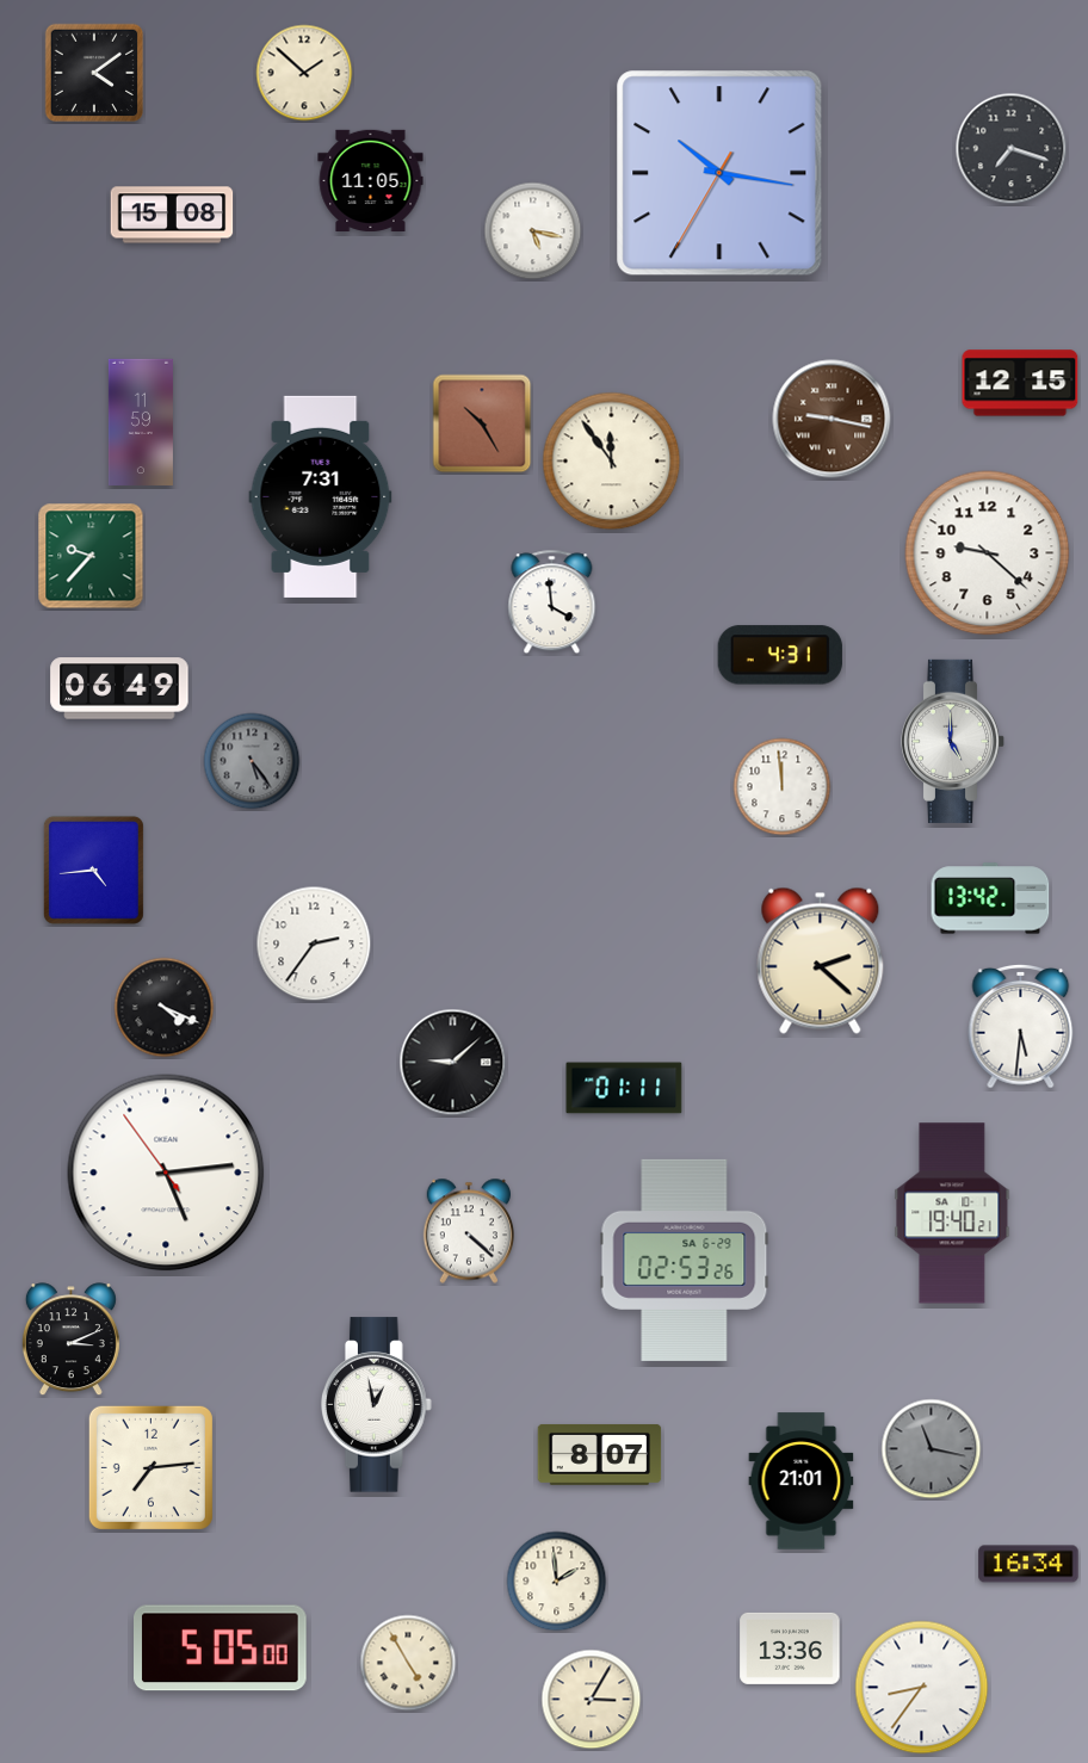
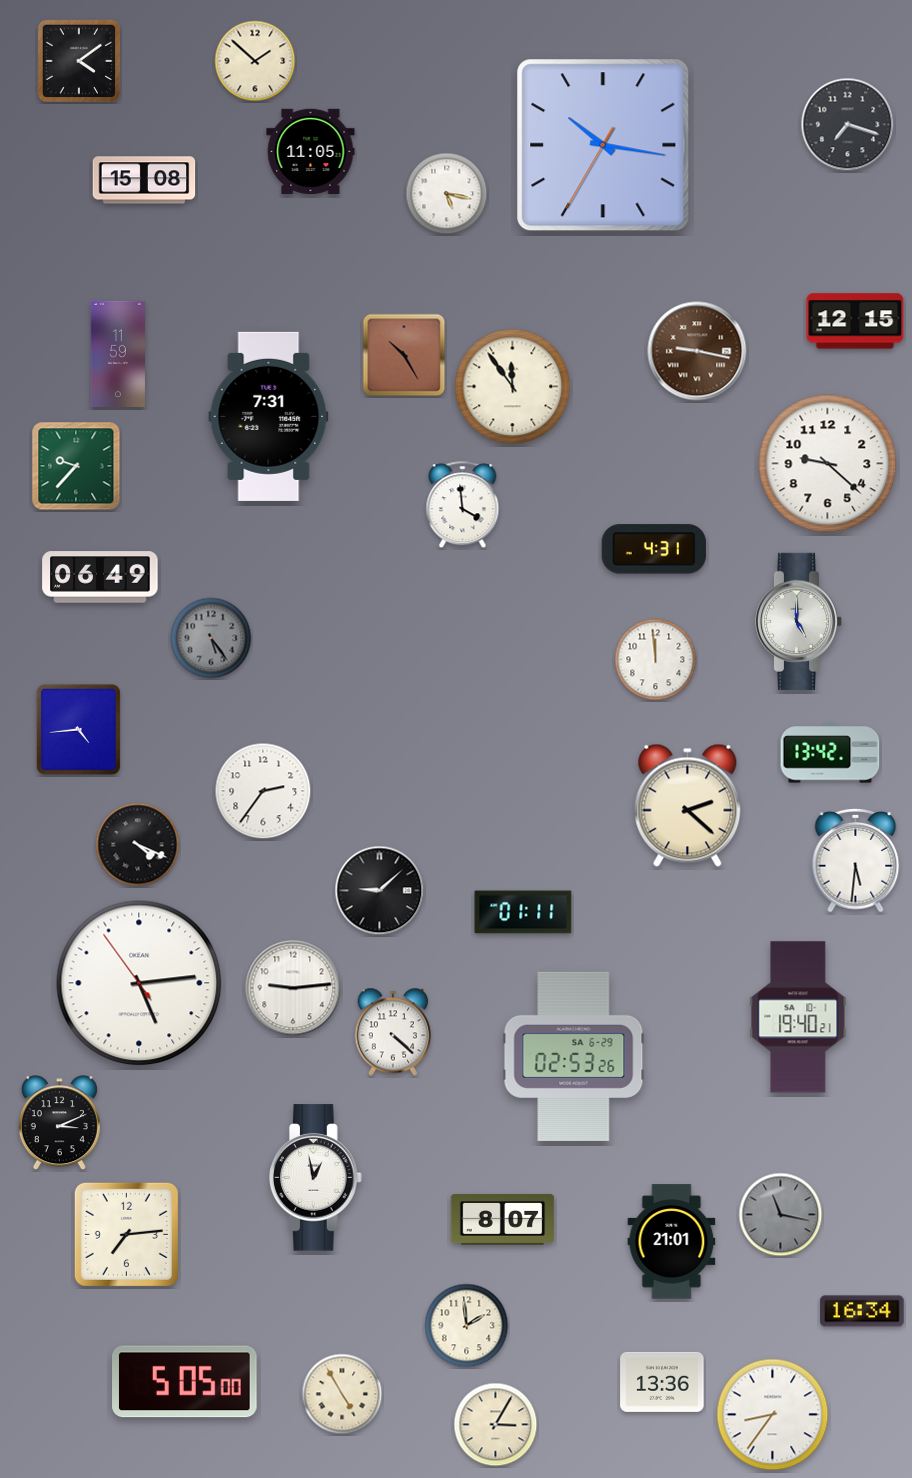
clock at (293, 988): none -> 9:14
clock at (150, 1467) position: (150, 1467) -> (126, 1234)
